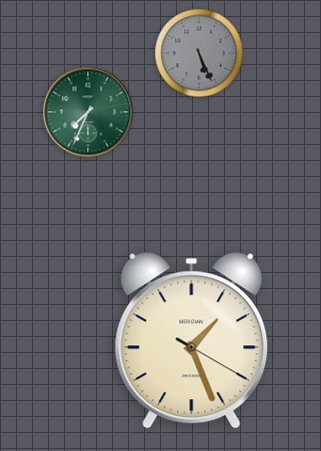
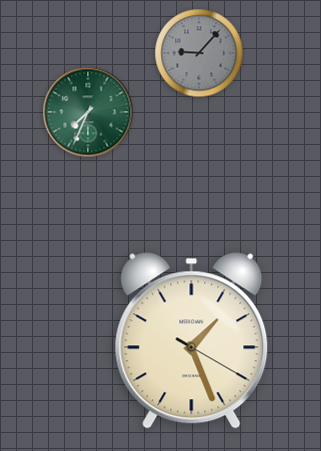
clock at (199, 53): 5:26 -> 9:07
